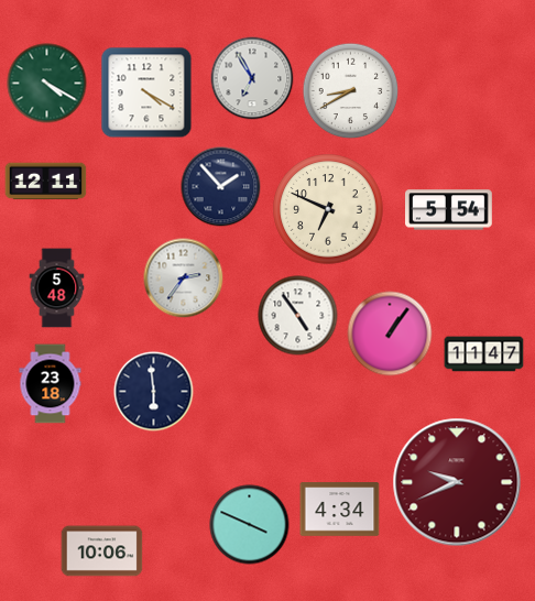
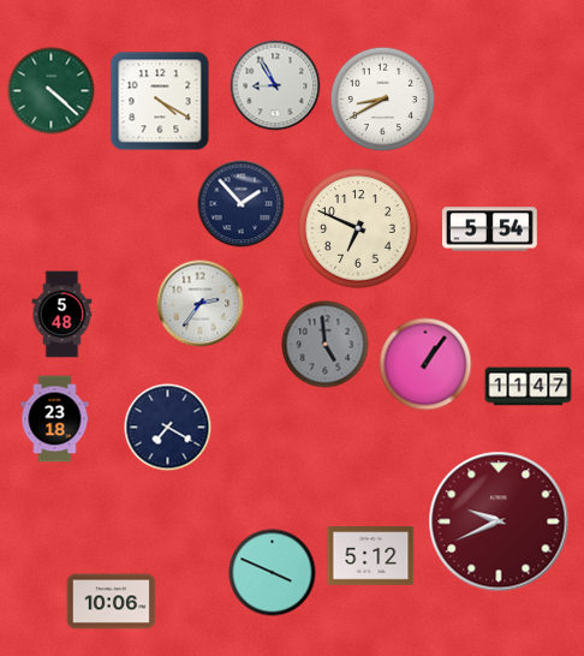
clock at (252, 78): 6:55 -> 8:55
clock at (47, 84): 4:20 -> 4:22
clock at (46, 182): 12:11 -> none
clock at (298, 316): 4:54 -> 4:59
clock at (298, 316) dial: white -> grey
clock at (154, 392): 5:59 -> 7:20
clock at (457, 482) position: (457, 482) -> (499, 521)
clock at (340, 510): 4:34 -> 5:12
